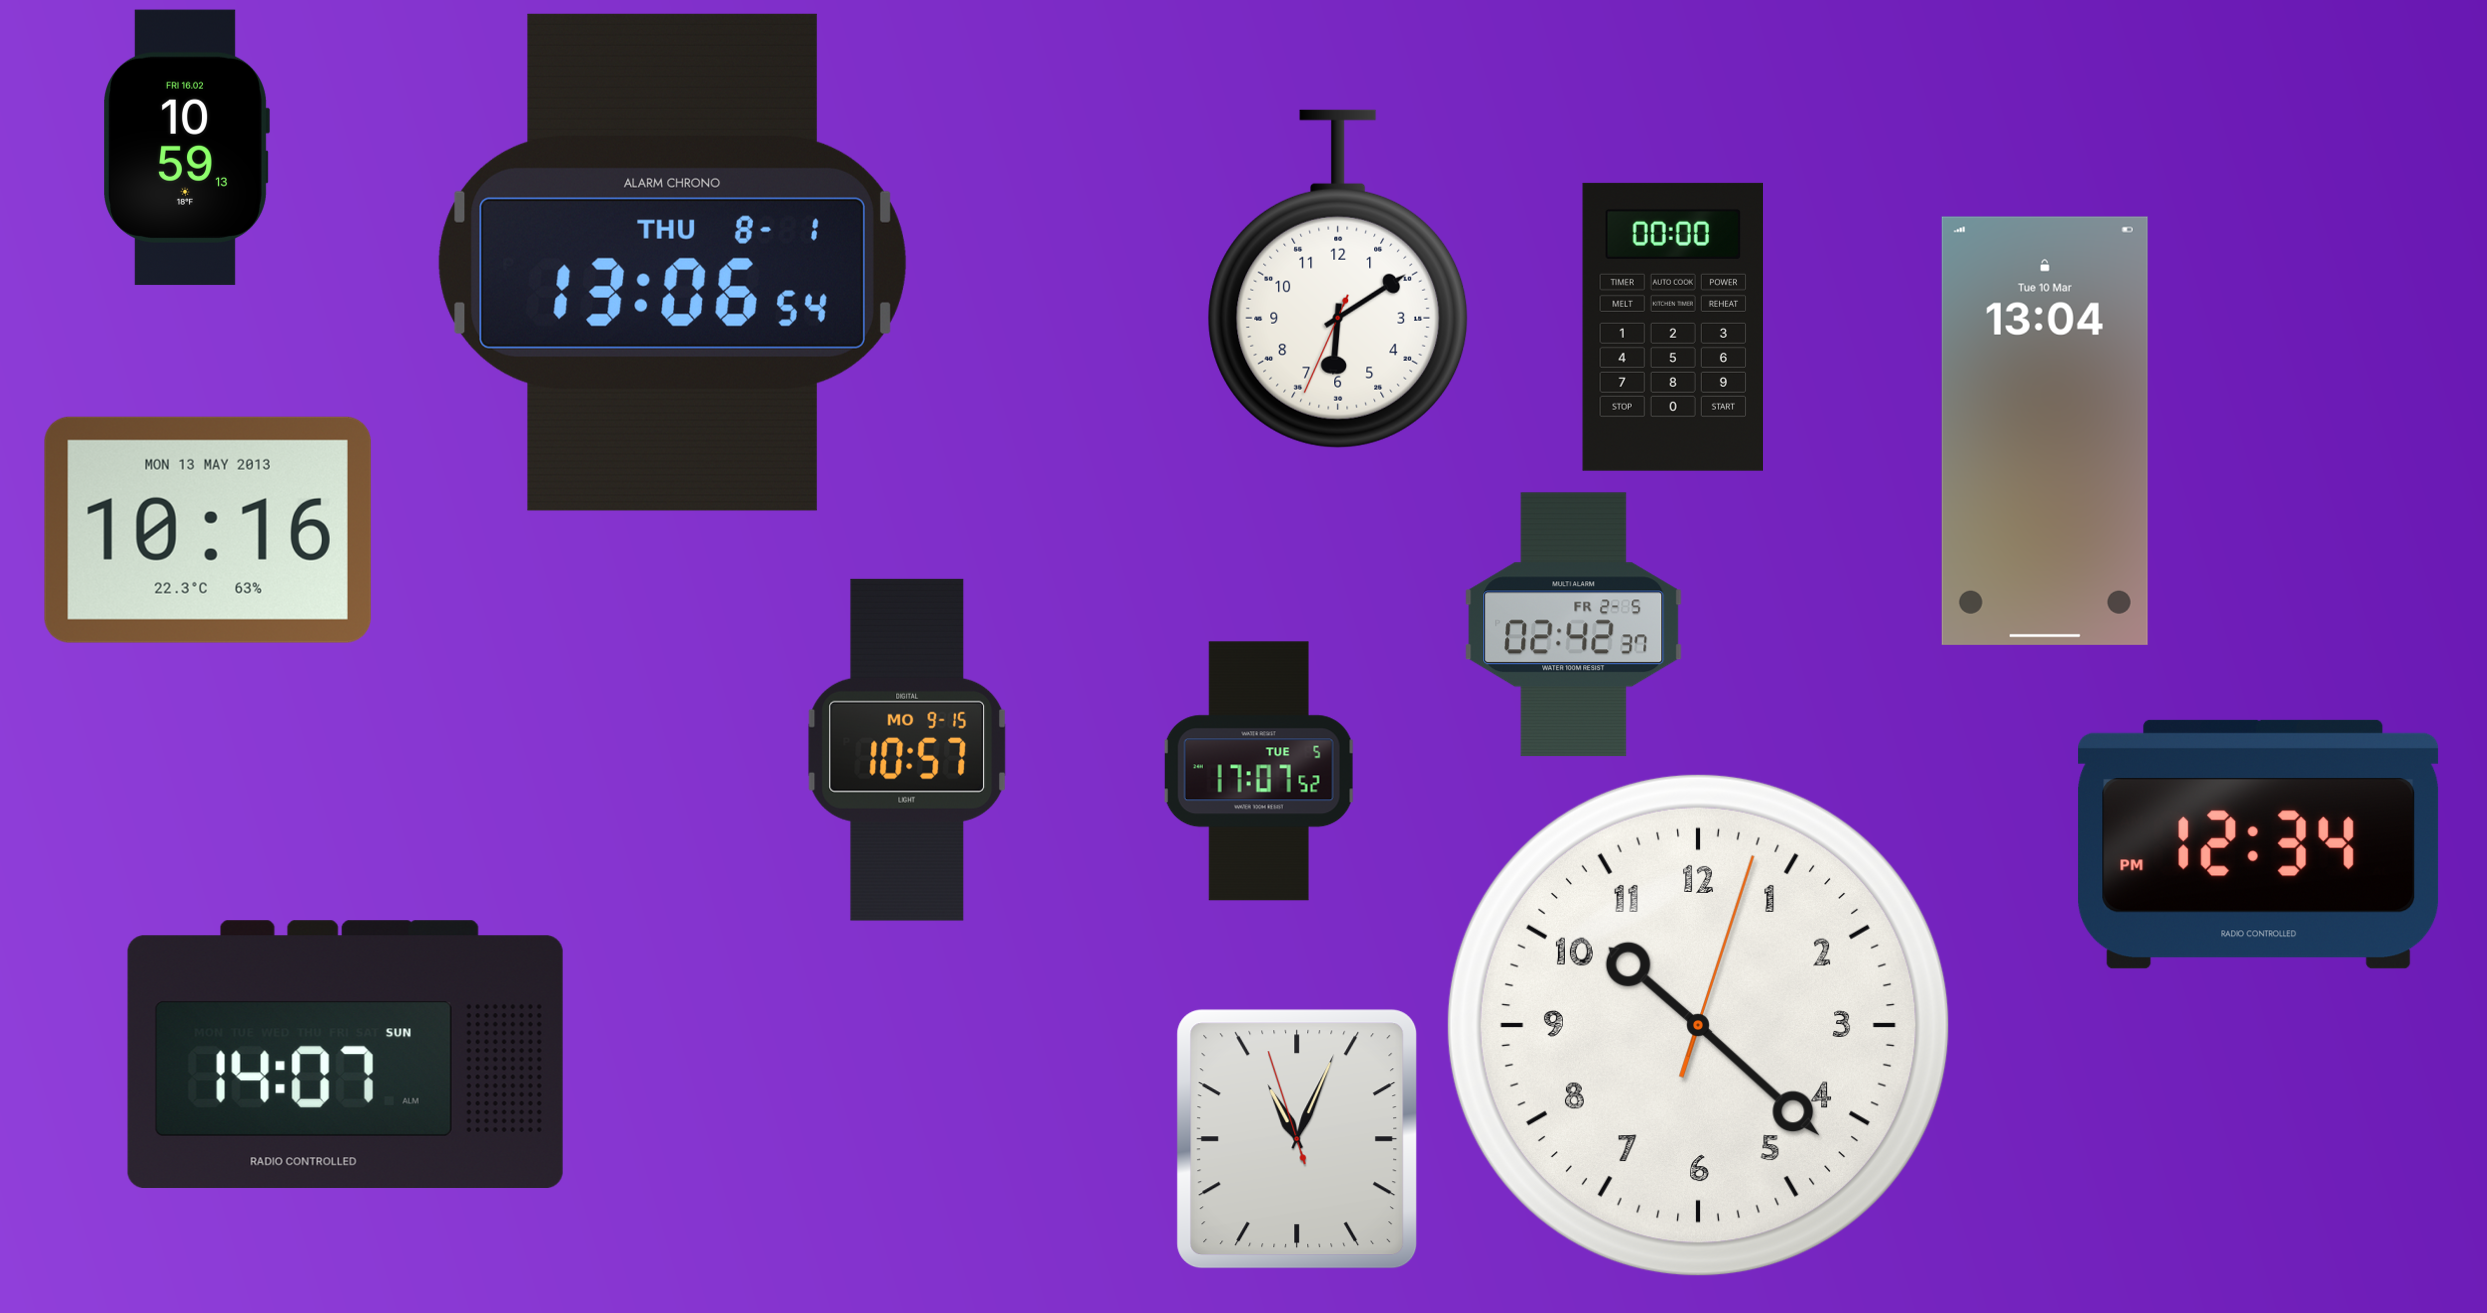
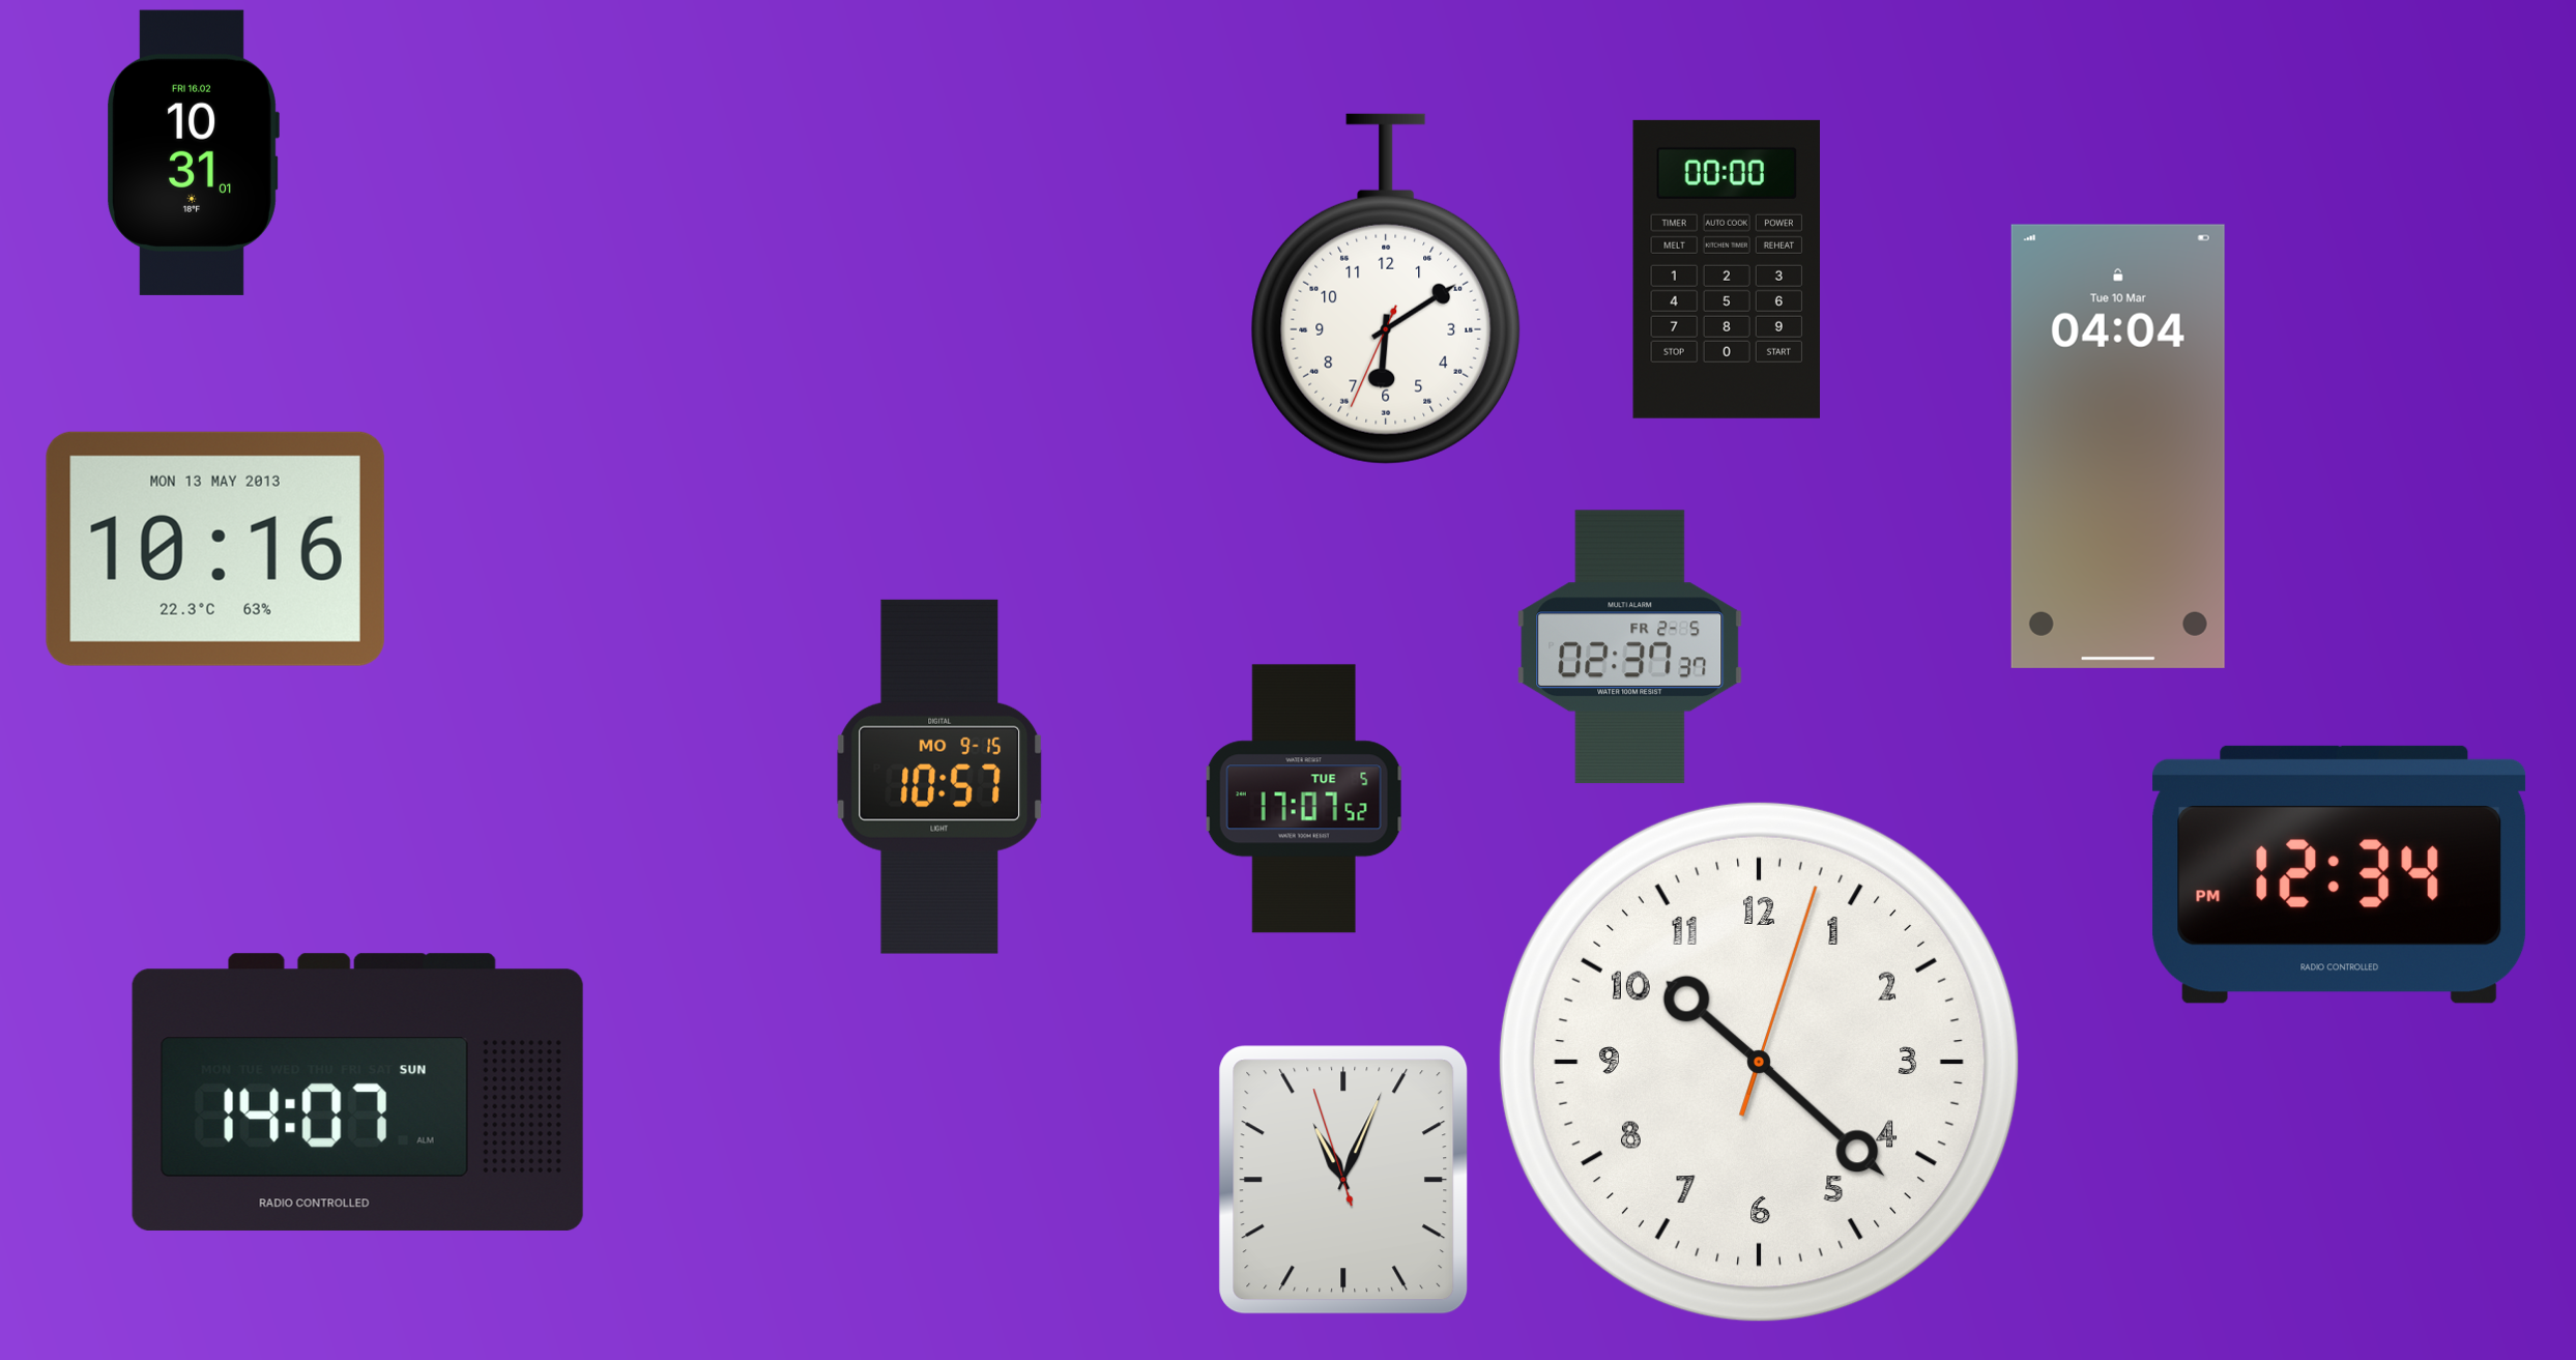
clock at (186, 147): 10:59 -> 10:31
clock at (672, 262): 13:06 -> none
clock at (1673, 327) position: (1673, 327) -> (1727, 269)
clock at (2045, 431): 13:04 -> 04:04
clock at (1574, 625): 02:42 -> 02:37
